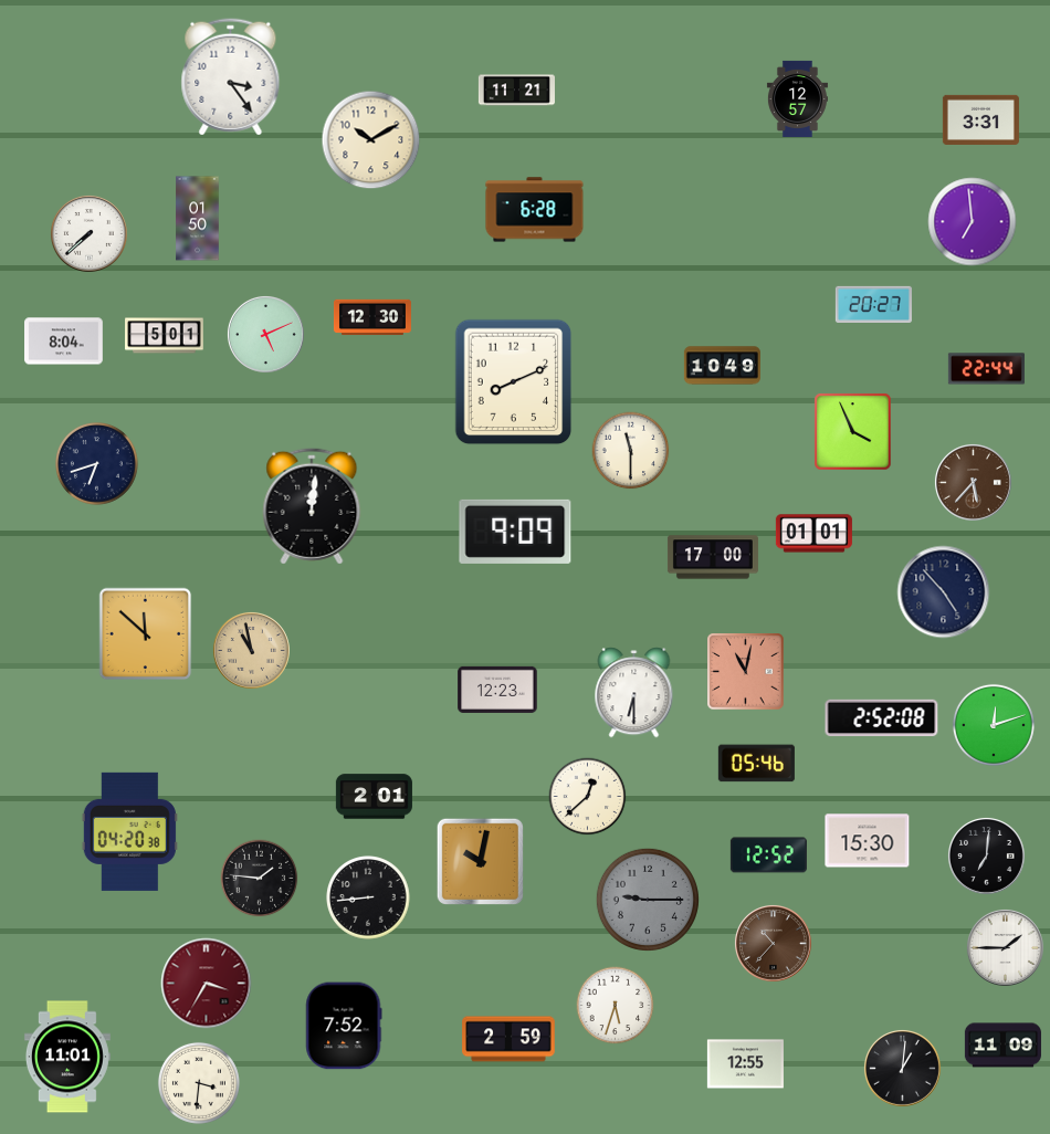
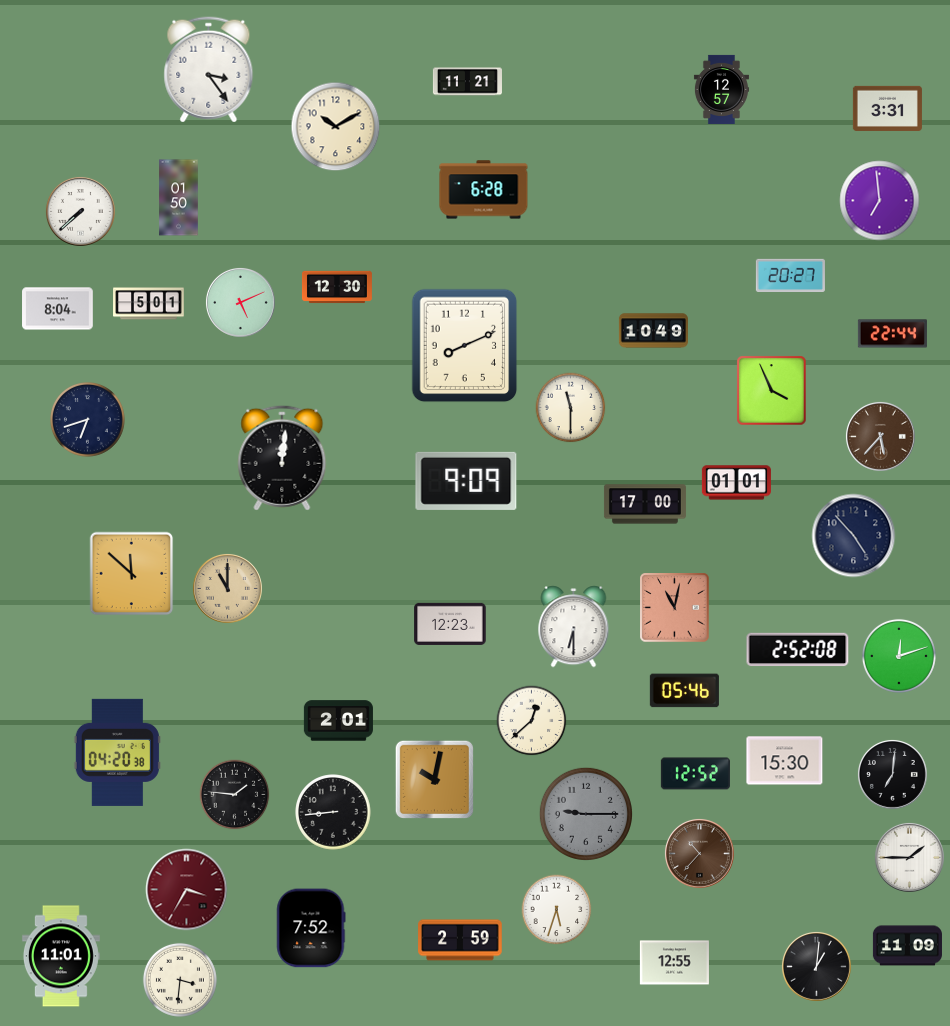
clock at (251, 650): 10:58 -> 11:00
